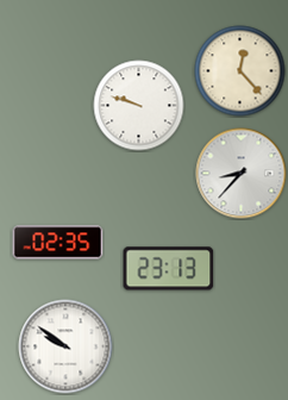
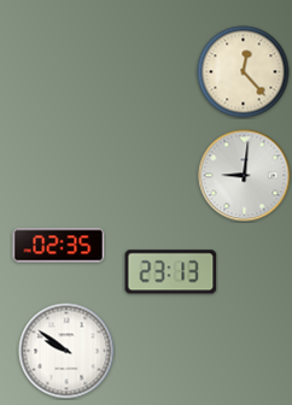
clock at (139, 106): 9:48 -> none
clock at (242, 174): 8:37 -> 9:01
